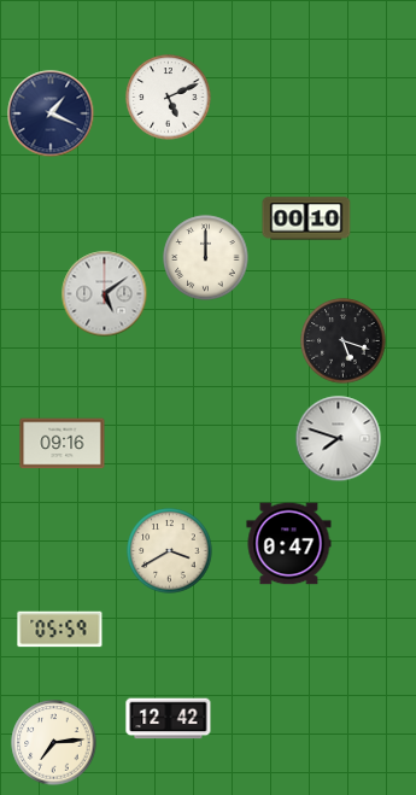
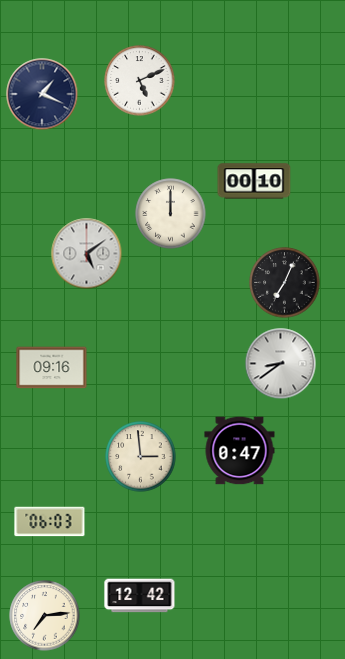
clock at (105, 294) position: (105, 294) -> (87, 254)
clock at (344, 341): 5:18 -> 7:04
clock at (339, 439): 7:48 -> 8:39
clock at (170, 551): 3:40 -> 2:59
clock at (60, 630): 05:59 -> 06:03
